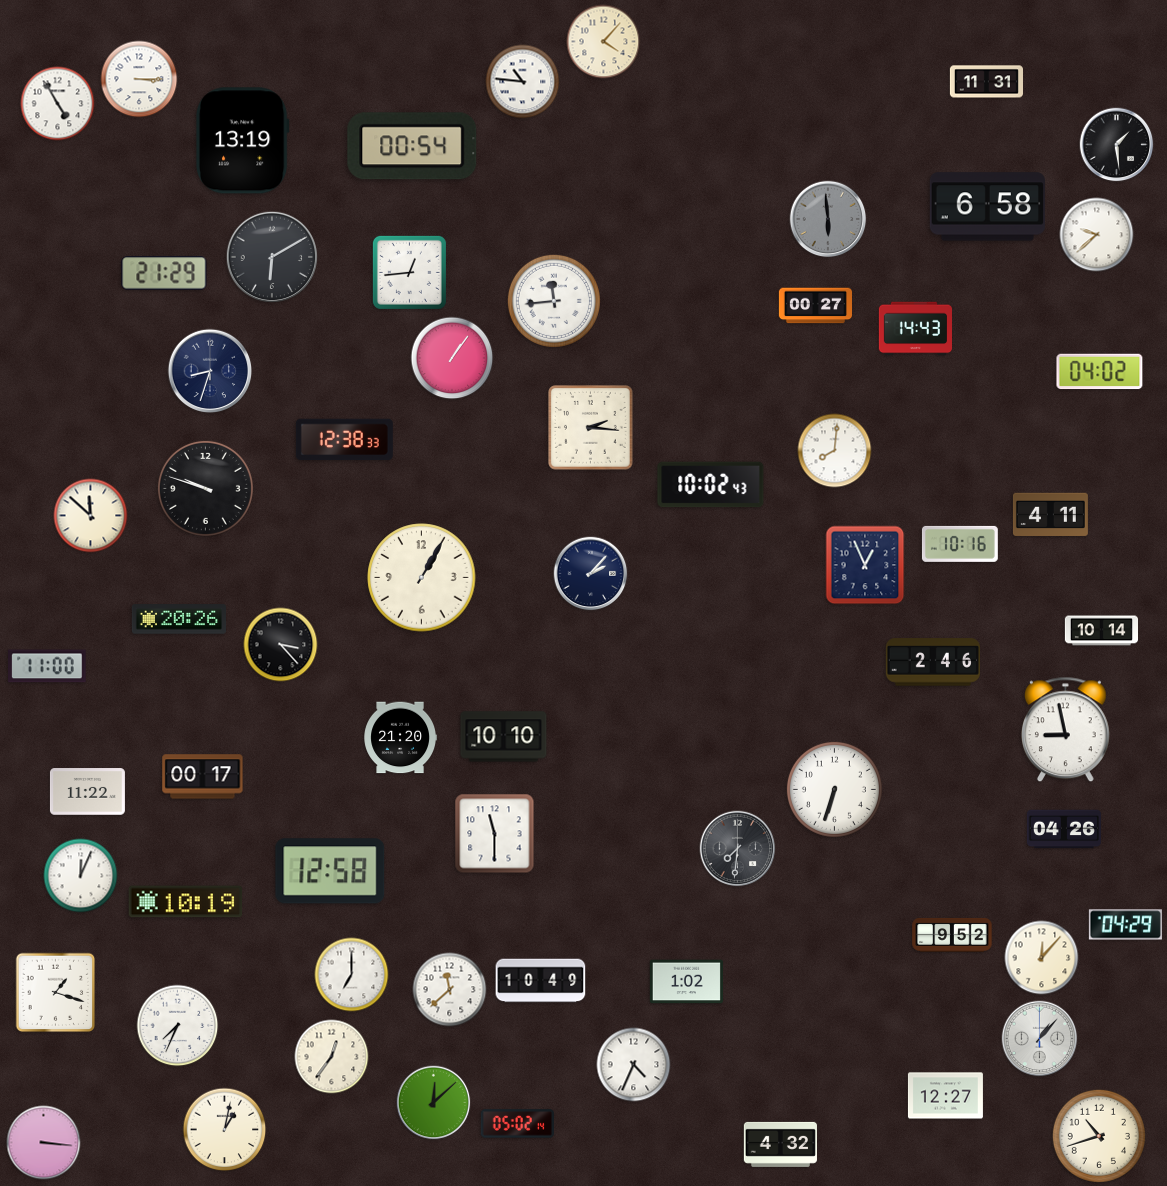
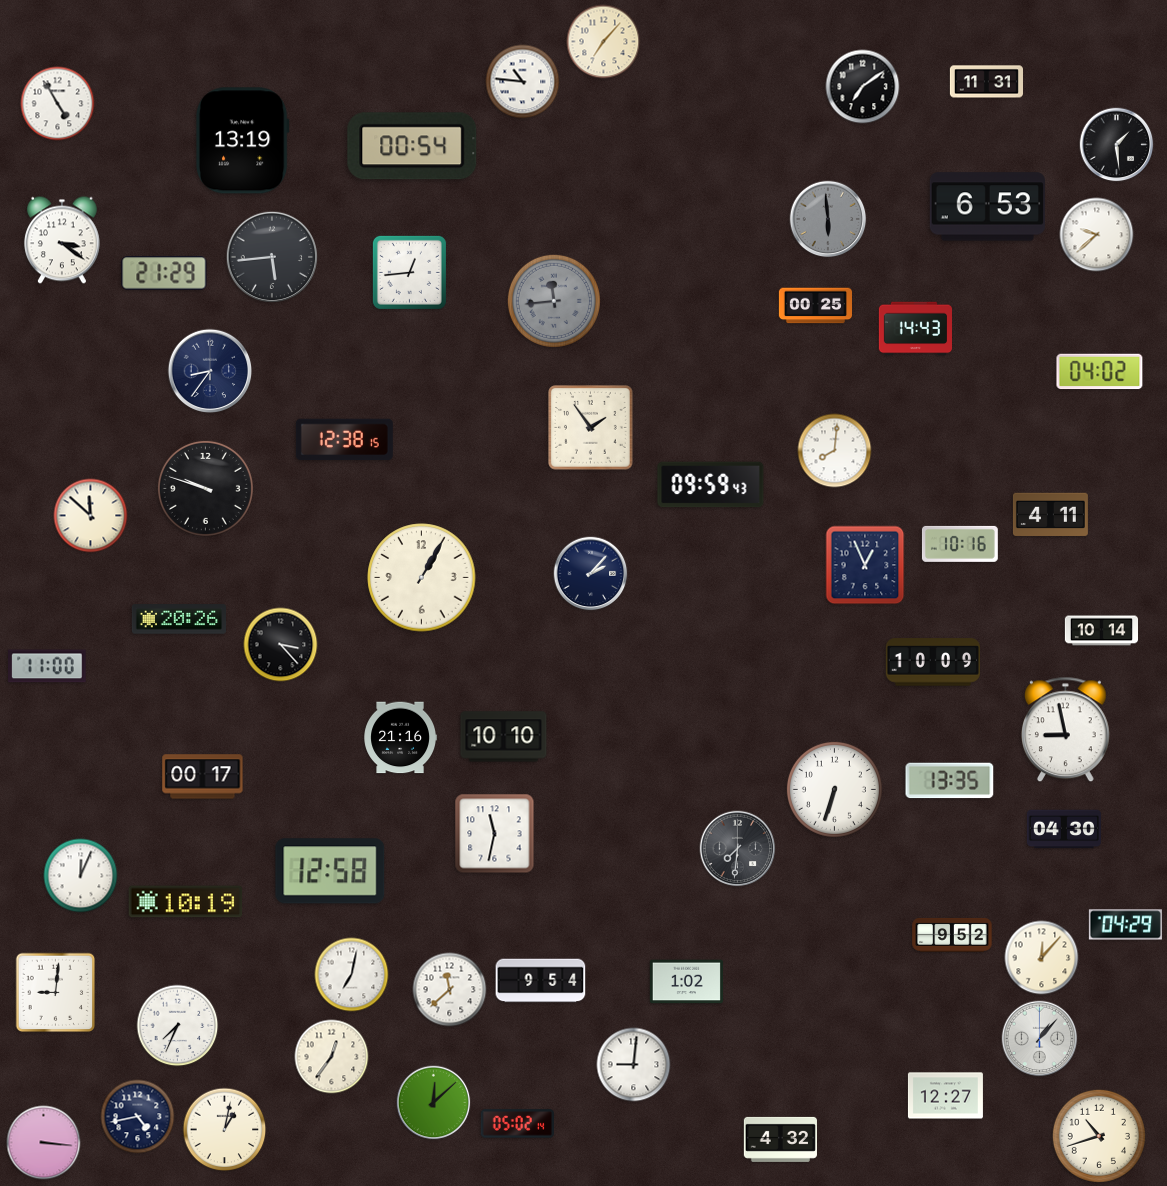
clock at (604, 42): 4:07 -> 7:07
clock at (139, 79): 3:15 -> none
clock at (863, 87): none -> 7:09
clock at (987, 207): 6:58 -> 6:53
clock at (62, 240): none -> 3:21
clock at (271, 256): 6:10 -> 5:44
clock at (554, 301) dial: white -> grey
clock at (815, 306): 00:27 -> 00:25
clock at (452, 358): 1:06 -> none
clock at (210, 371): 8:33 -> 8:36
clock at (591, 428): 2:16 -> 1:54
clock at (344, 440): 12:38:33 -> 12:38:15
clock at (711, 485): 10:02 -> 09:59
clock at (933, 662): 2:46 -> 10:09
clock at (400, 738): 21:20 -> 21:16
clock at (950, 781): none -> 13:35
clock at (87, 792): 11:22 -> none
clock at (1064, 829): 04:26 -> 04:30
clock at (495, 834): 11:30 -> 11:32
clock at (352, 975): 7:00 -> 7:02
clock at (541, 981): 10:49 -> 9:54
clock at (56, 993): 1:18 -> 9:01
clock at (634, 1065): 4:34 -> 9:01
clock at (138, 1117): none -> 4:43
clock at (780, 1144) position: (780, 1144) -> (780, 1139)
